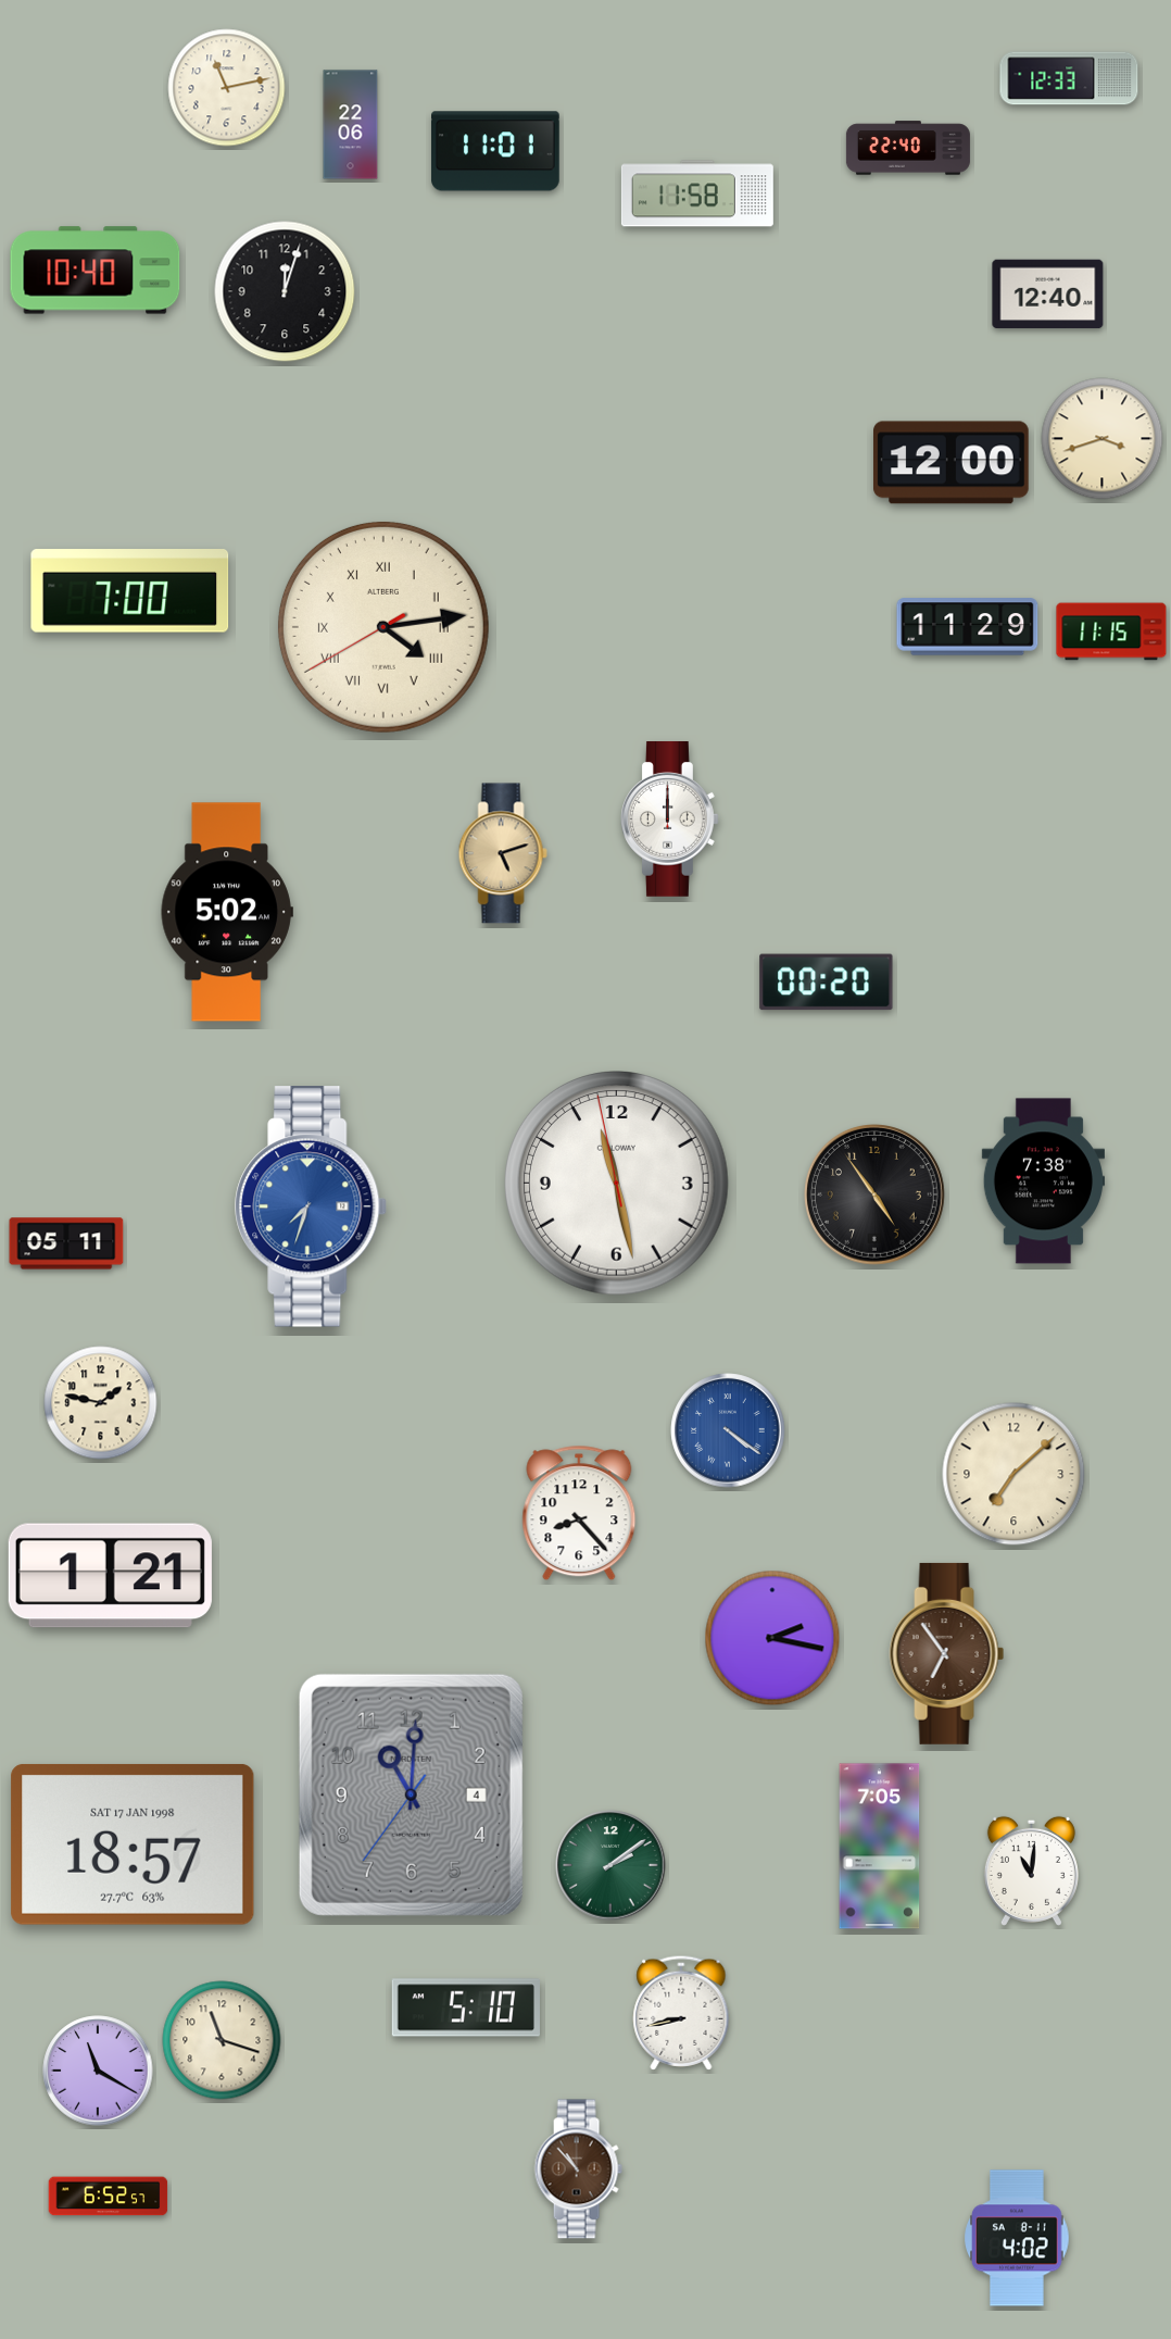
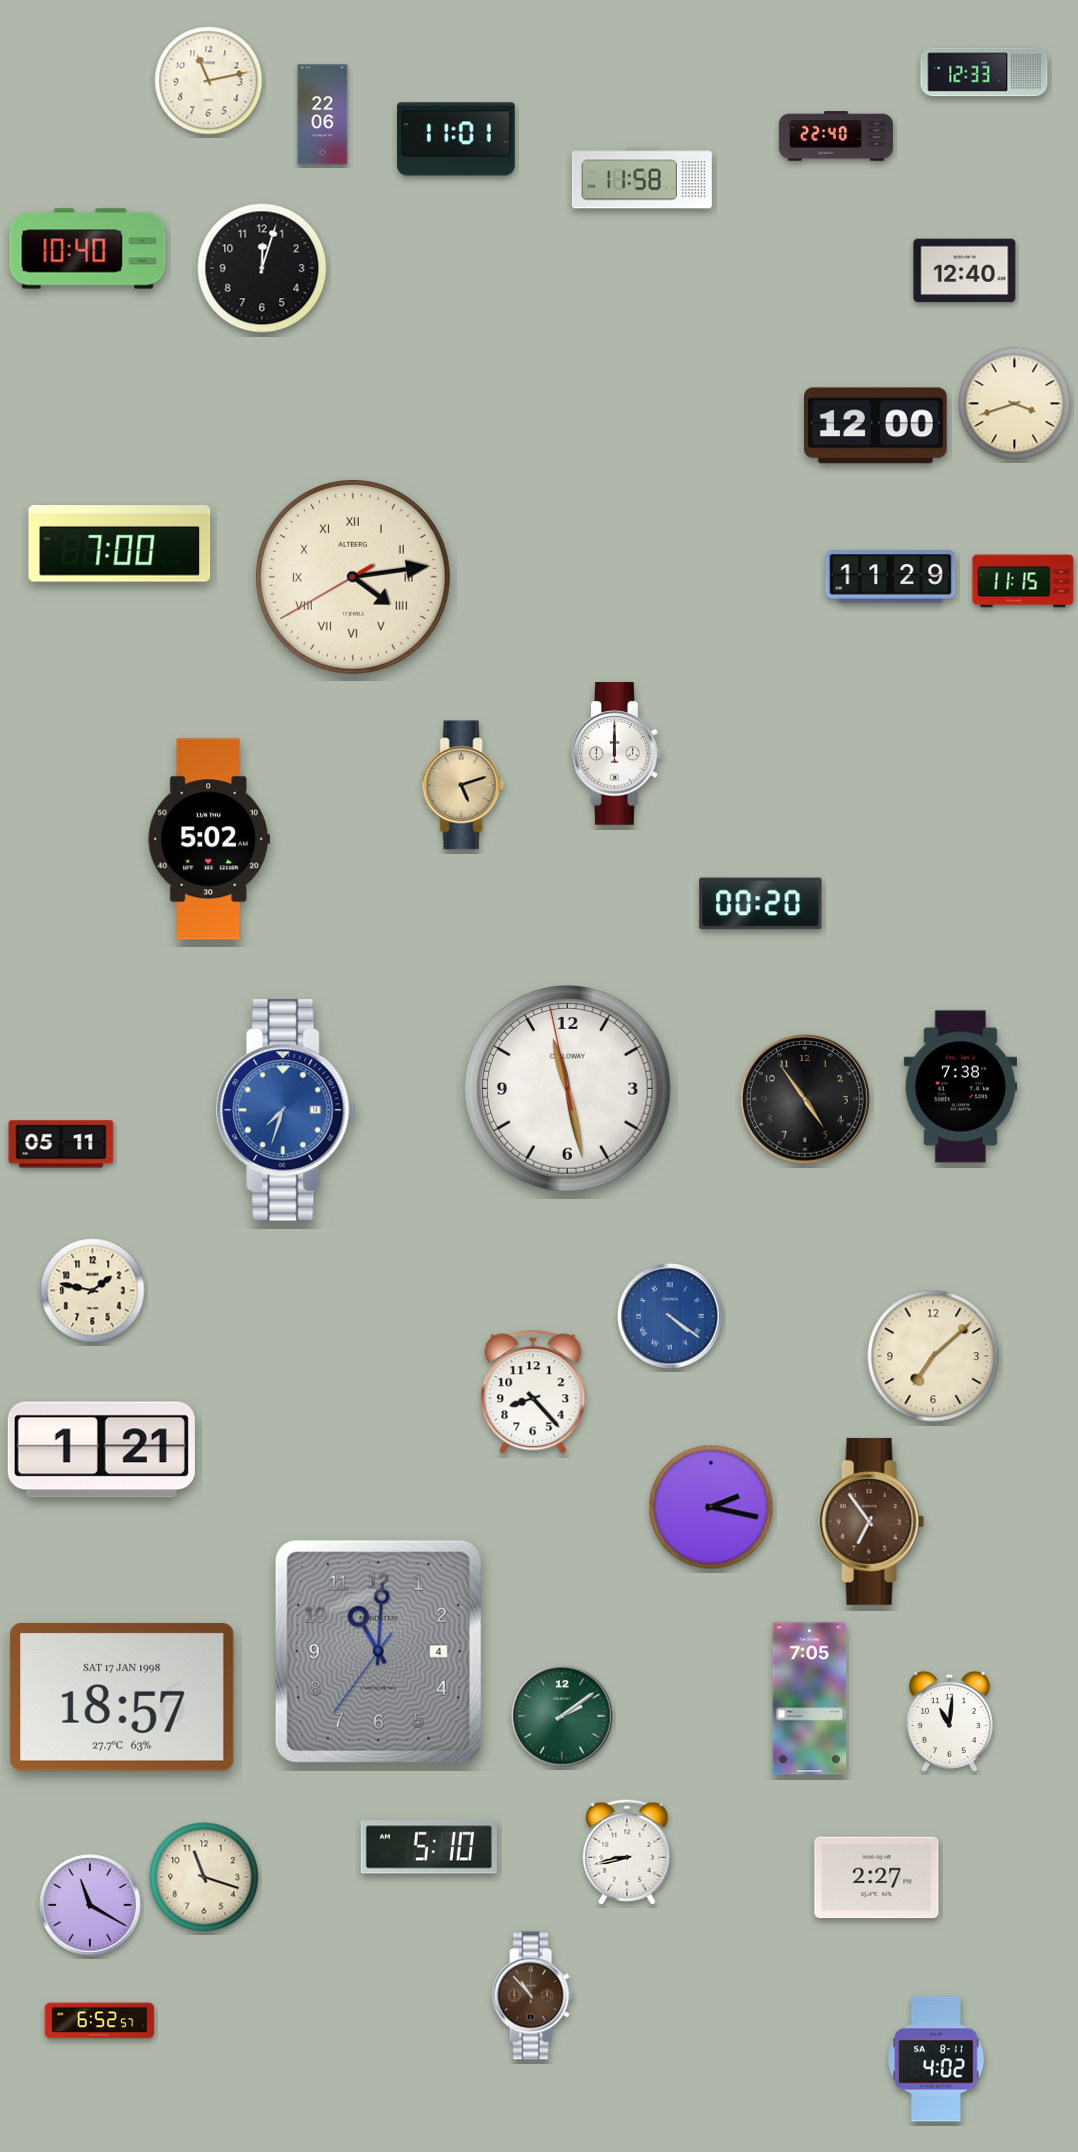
clock at (877, 1878): none -> 2:27
